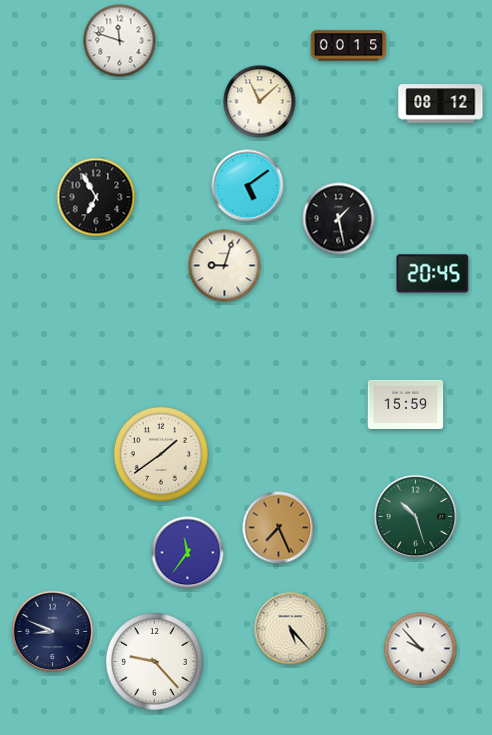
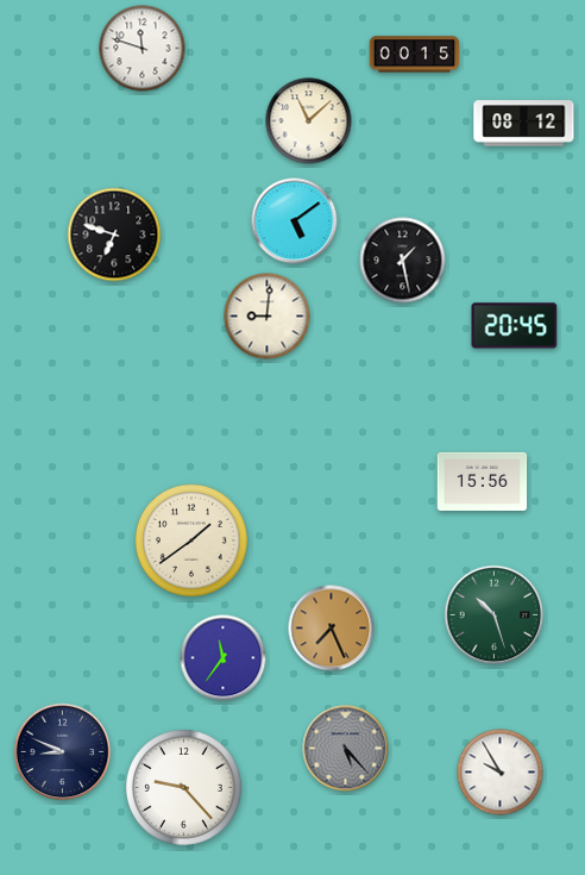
clock at (96, 197): 6:55 -> 6:48
clock at (225, 266): 9:03 -> 9:01
clock at (406, 404): 15:59 -> 15:56
clock at (291, 629) dial: cream -> grey
clock at (421, 649): 9:53 -> 9:55
